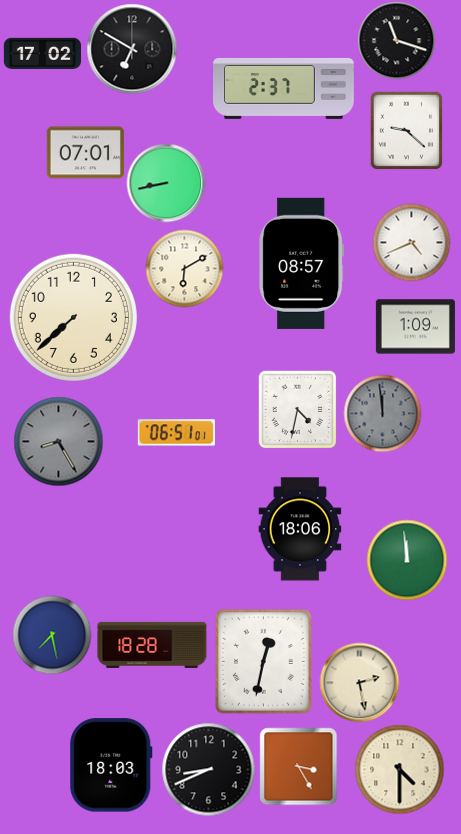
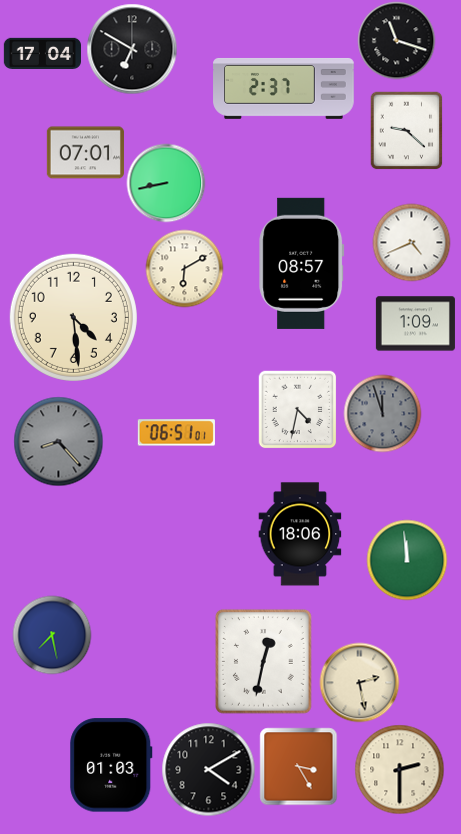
clock at (42, 53): 17:02 -> 17:04
clock at (73, 317): 7:38 -> 4:29
clock at (415, 327) position: (415, 327) -> (415, 324)
clock at (382, 413): 11:59 -> 11:57
clock at (58, 441): 8:25 -> 8:23
clock at (300, 529) position: (300, 529) -> (300, 534)
clock at (152, 645): 18:28 -> none
clock at (111, 765): 18:03 -> 01:03
clock at (208, 769): 8:41 -> 4:10
clock at (399, 769): 4:30 -> 2:30
